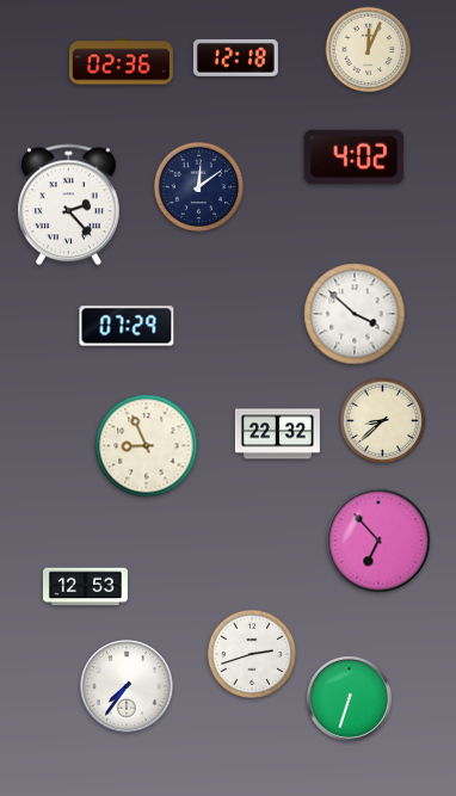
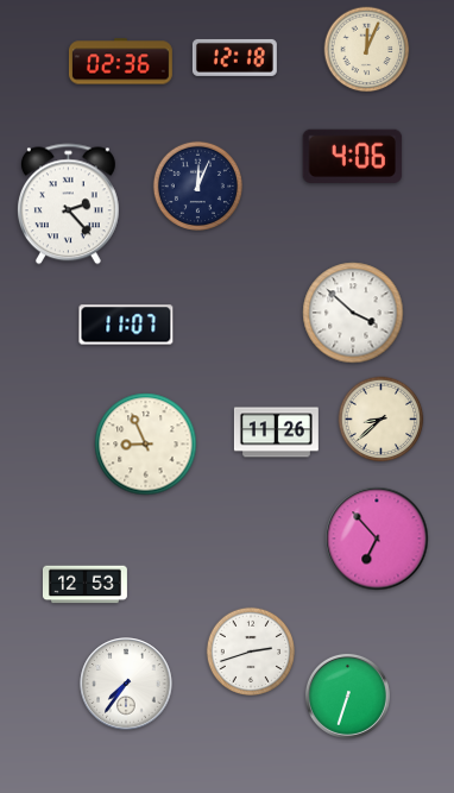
clock at (355, 156): 4:02 -> 4:06
clock at (198, 186): 12:09 -> 12:04
clock at (127, 326): 07:29 -> 11:07
clock at (277, 434): 22:32 -> 11:26
